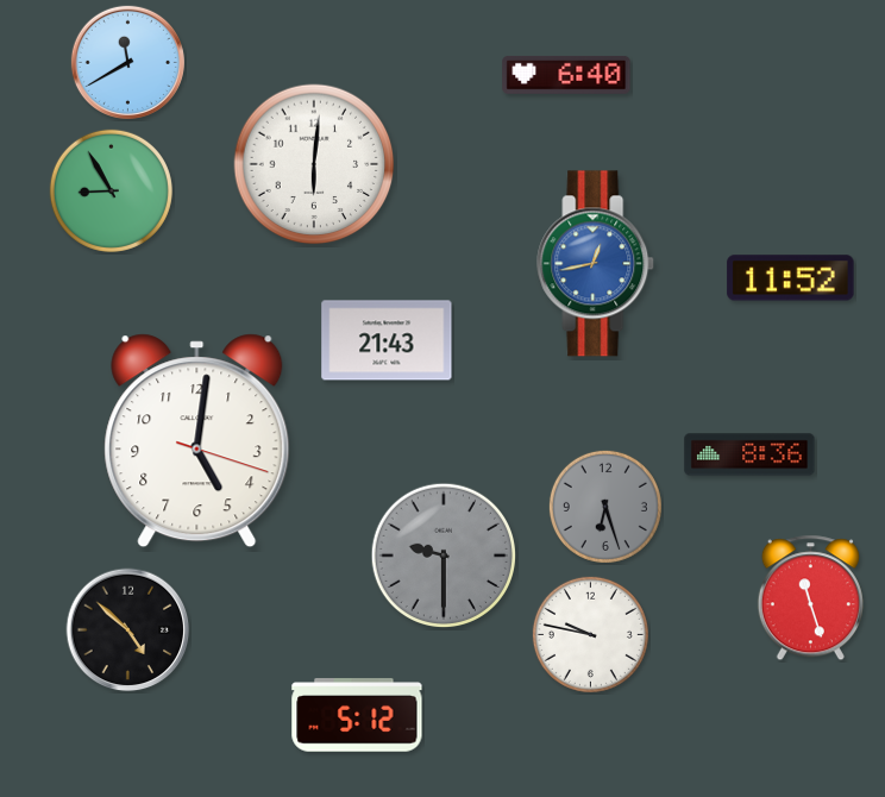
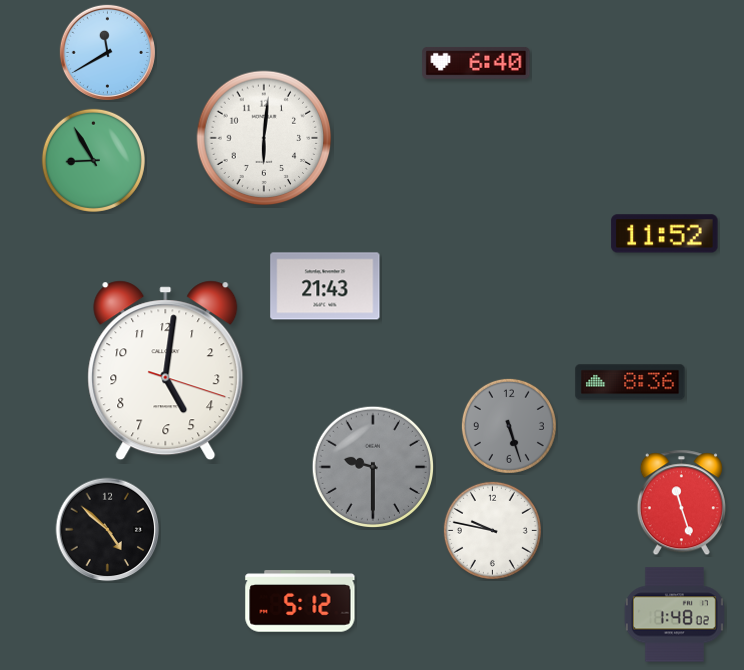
clock at (596, 264): 12:43 -> none
clock at (605, 507): 6:27 -> 5:27
clock at (590, 634) position: (590, 634) -> (492, 530)
clock at (674, 615): none -> 1:48
